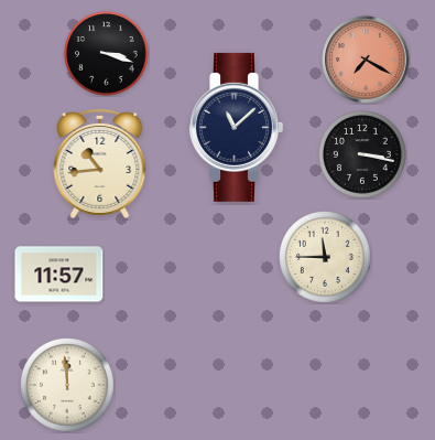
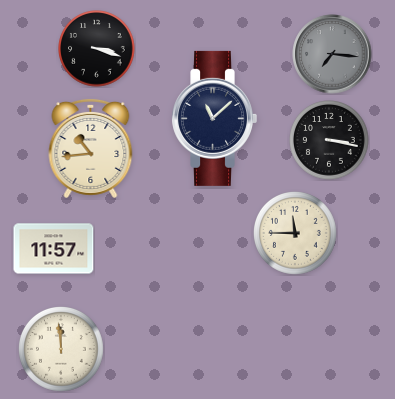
clock at (366, 60): 7:20 -> 7:16
clock at (366, 60) dial: salmon -> grey
clock at (236, 127) position: (236, 127) -> (214, 118)
